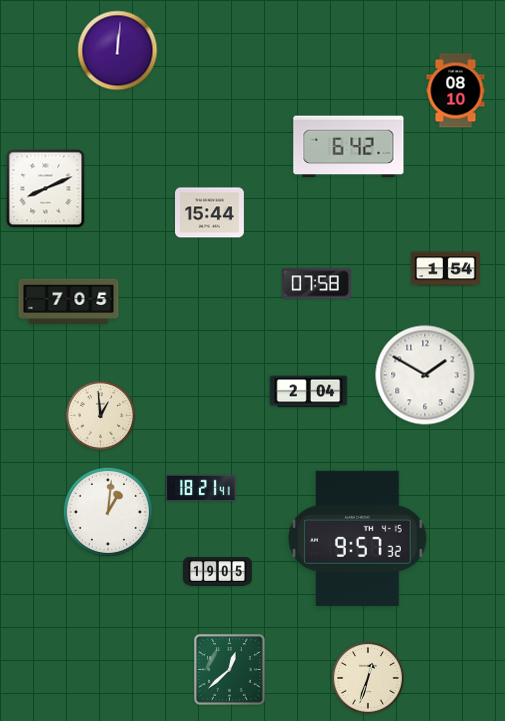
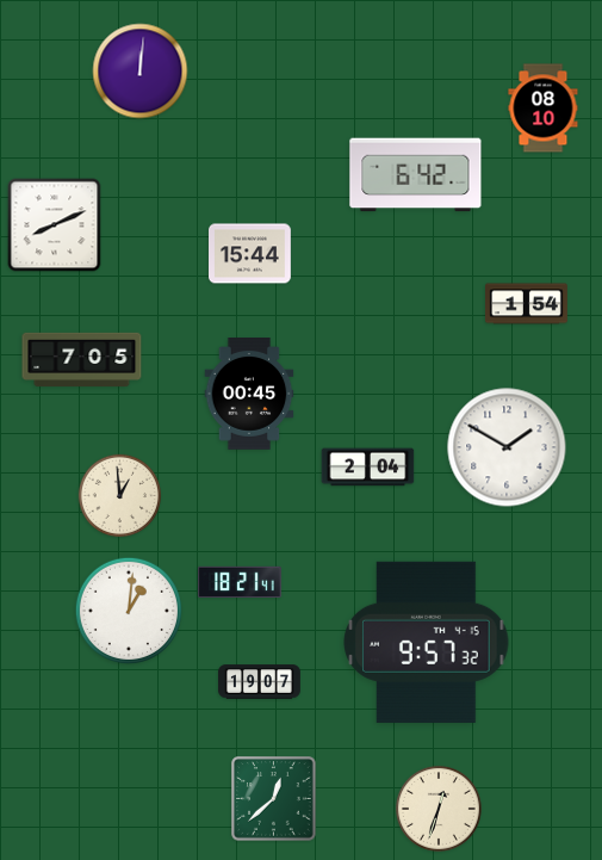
clock at (118, 51) position: (118, 51) -> (141, 72)
clock at (446, 269) position: (446, 269) -> (527, 304)
clock at (316, 284): 07:58 -> none
clock at (249, 395): none -> 00:45
clock at (218, 572): 19:05 -> 19:07
